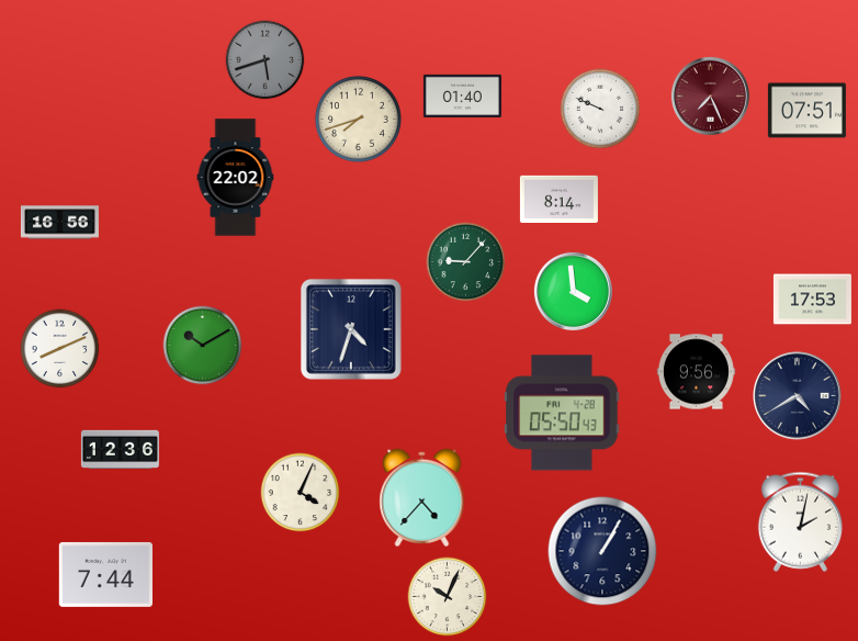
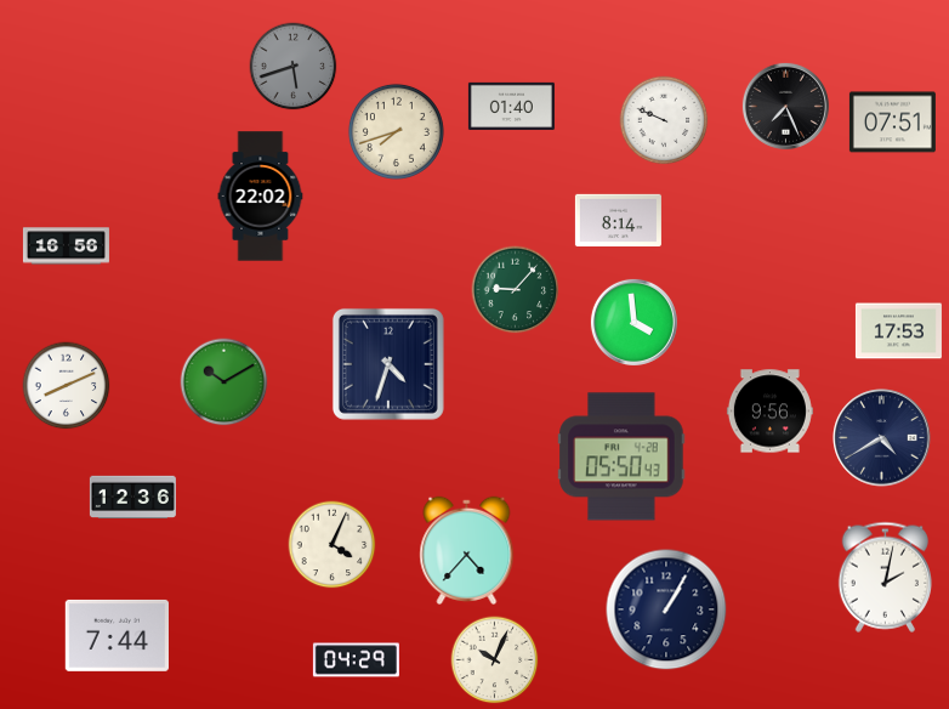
clock at (710, 95) dial: burgundy -> black
clock at (356, 660): none -> 04:29
